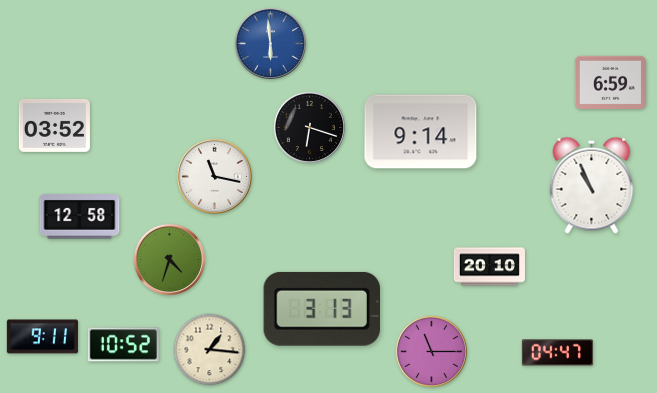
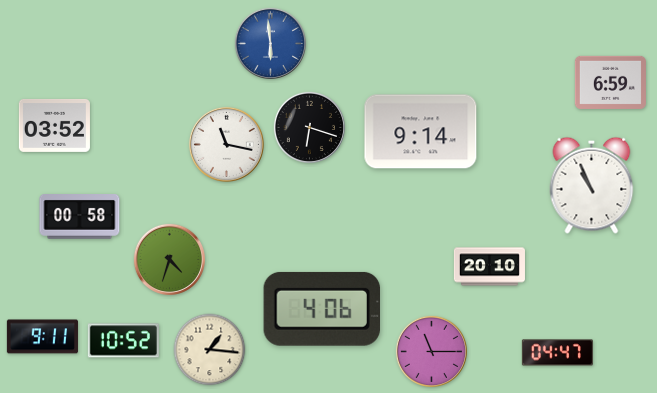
clock at (214, 176) position: (214, 176) -> (226, 144)
clock at (80, 217): 12:58 -> 00:58
clock at (321, 309): 3:13 -> 4:06
clock at (123, 345) position: (123, 345) -> (123, 341)
